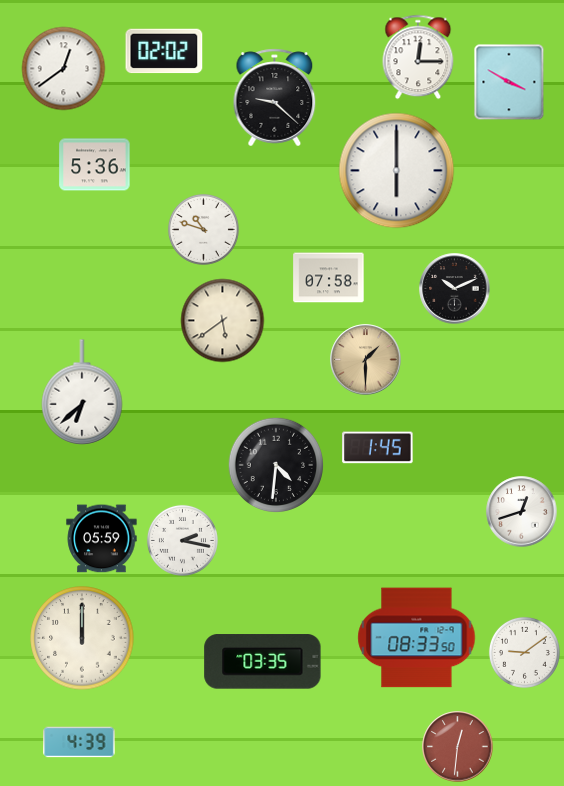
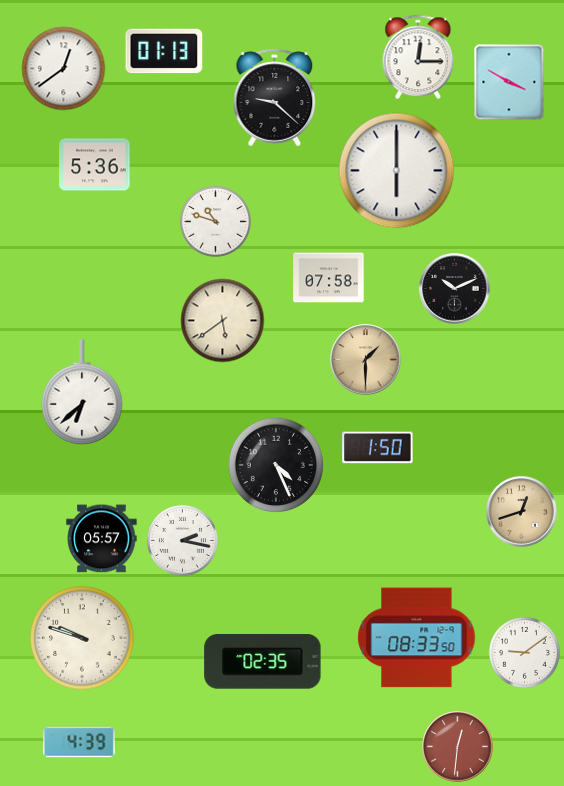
clock at (164, 51): 02:02 -> 01:13
clock at (203, 229) position: (203, 229) -> (215, 221)
clock at (378, 448): 1:45 -> 1:50
clock at (276, 465): 4:31 -> 4:26
clock at (522, 512) dial: white -> champagne
clock at (102, 539): 05:59 -> 05:57
clock at (82, 638): 12:00 -> 9:48
clock at (263, 662): 03:35 -> 02:35
